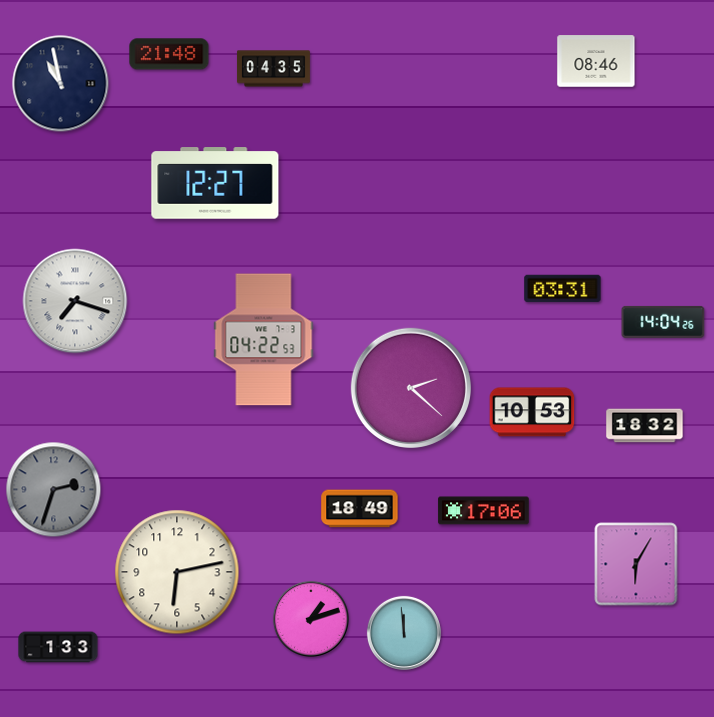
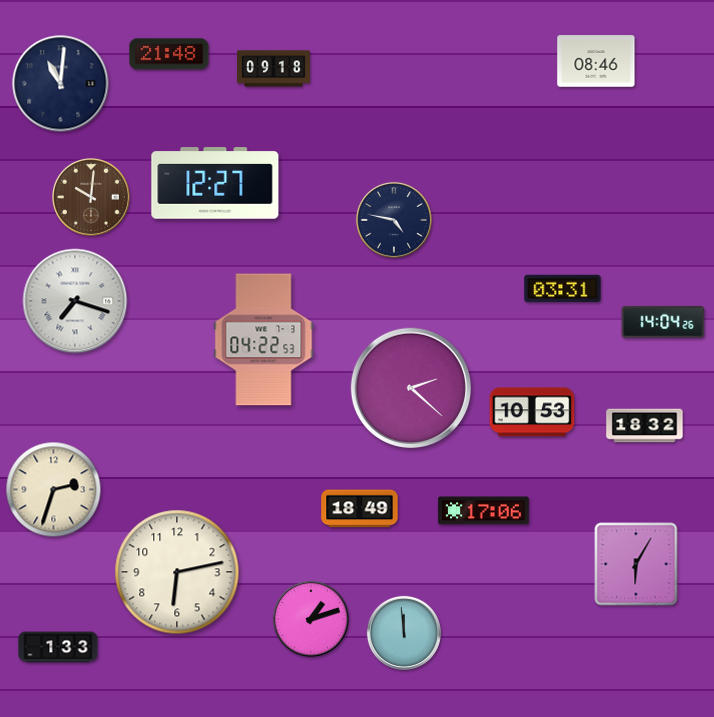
clock at (273, 69): 04:35 -> 09:18
clock at (61, 84): 10:58 -> 11:01
clock at (91, 197): none -> 10:01
clock at (394, 220): none -> 4:47
clock at (54, 490) dial: grey -> cream
